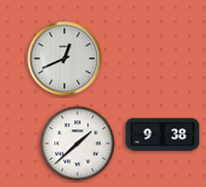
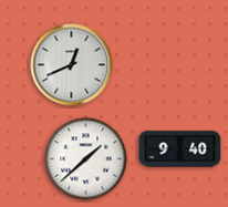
clock at (163, 135): 9:38 -> 9:40
